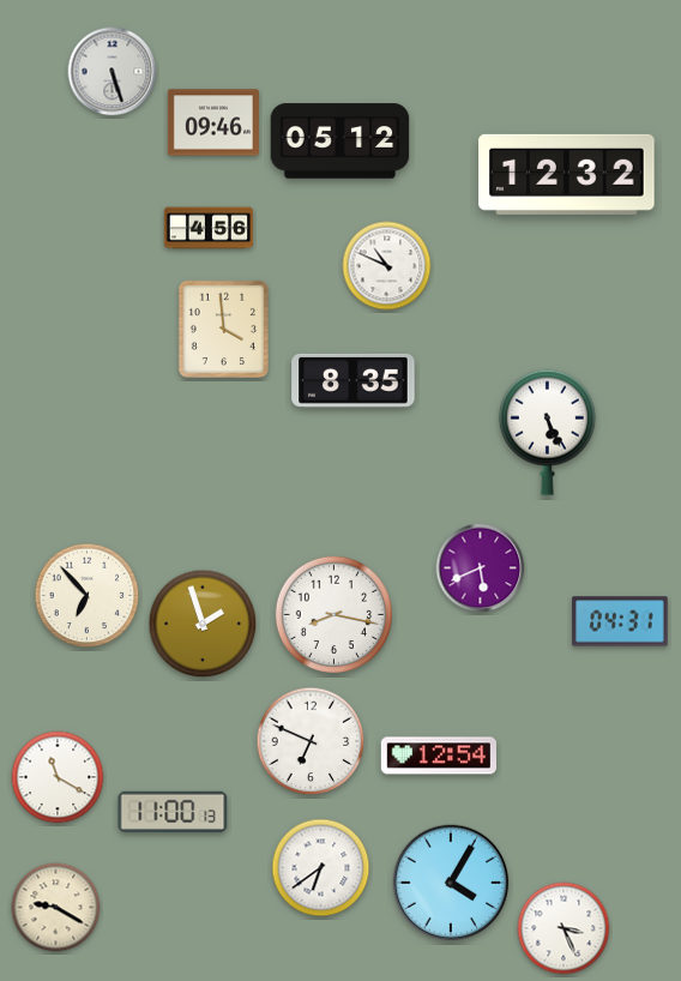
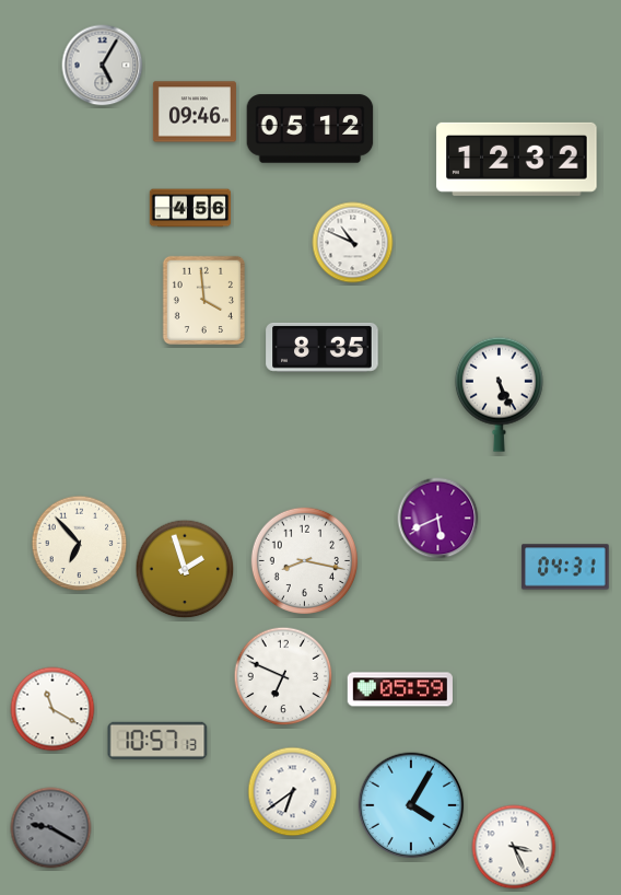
clock at (113, 72): 5:27 -> 5:05
clock at (438, 756): 12:54 -> 05:59
clock at (173, 812): 11:00 -> 10:57
clock at (56, 908) dial: cream -> grey
